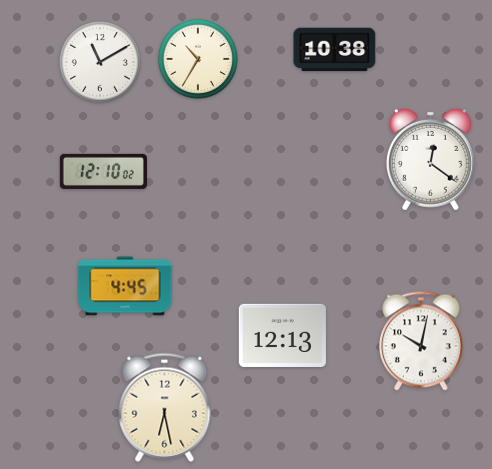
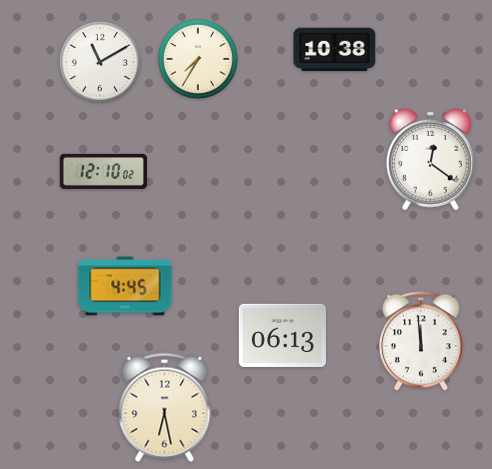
clock at (198, 59): 10:35 -> 7:35
clock at (282, 335): 12:13 -> 06:13
clock at (421, 341): 10:02 -> 11:59
